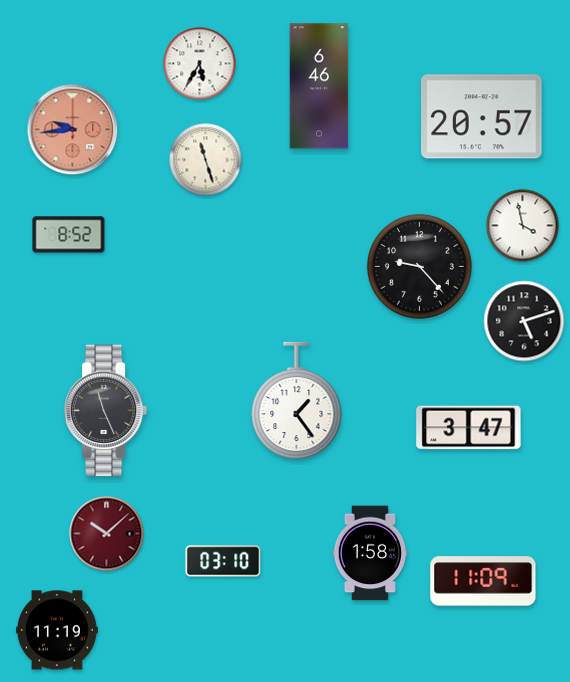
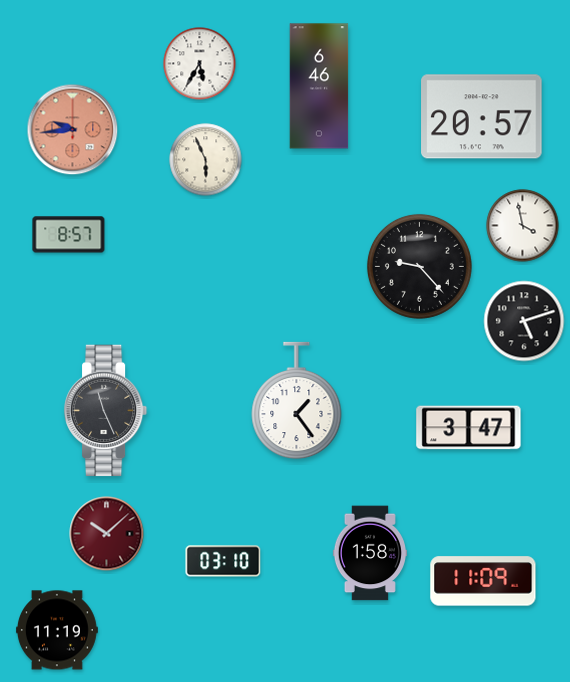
clock at (206, 160): 11:27 -> 5:56
clock at (69, 235): 8:52 -> 8:57
